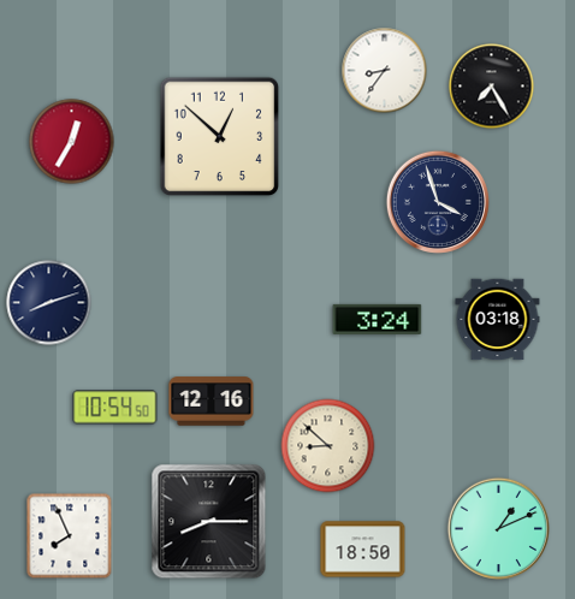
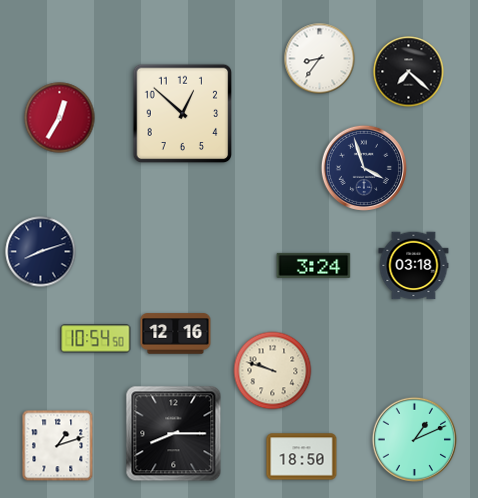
clock at (492, 87): 7:25 -> 7:22
clock at (328, 446): 8:52 -> 9:48
clock at (70, 536): 7:56 -> 1:12
